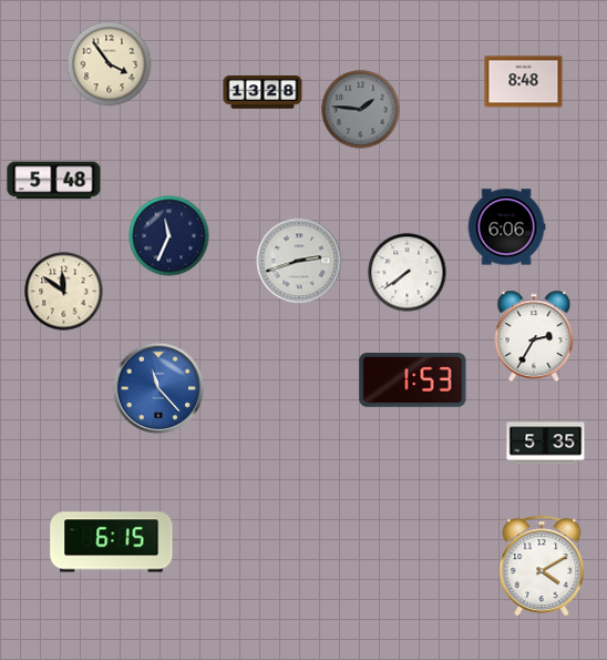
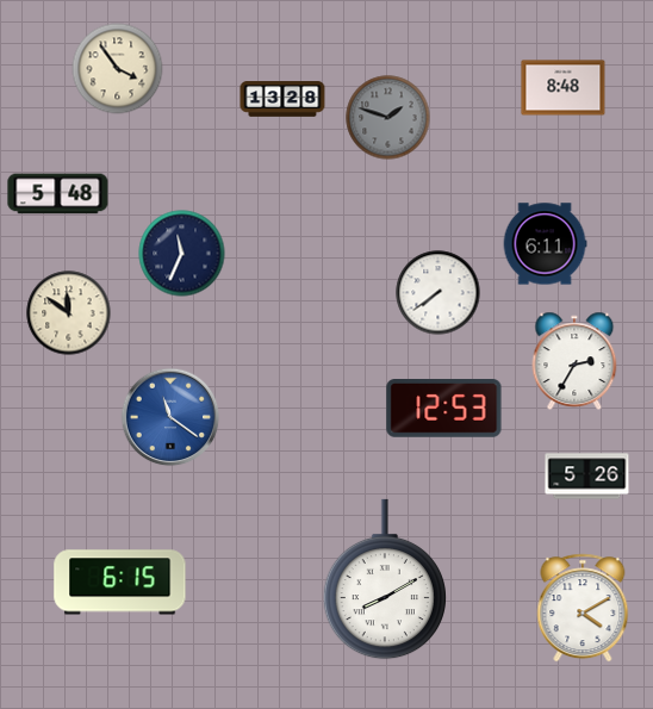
clock at (361, 110): 1:46 -> 1:48
clock at (506, 227): 6:06 -> 6:11
clock at (299, 261): 2:42 -> none
clock at (413, 380): 1:53 -> 12:53
clock at (158, 388): 11:23 -> 11:21
clock at (546, 444): 5:35 -> 5:26
clock at (385, 579): none -> 8:10
